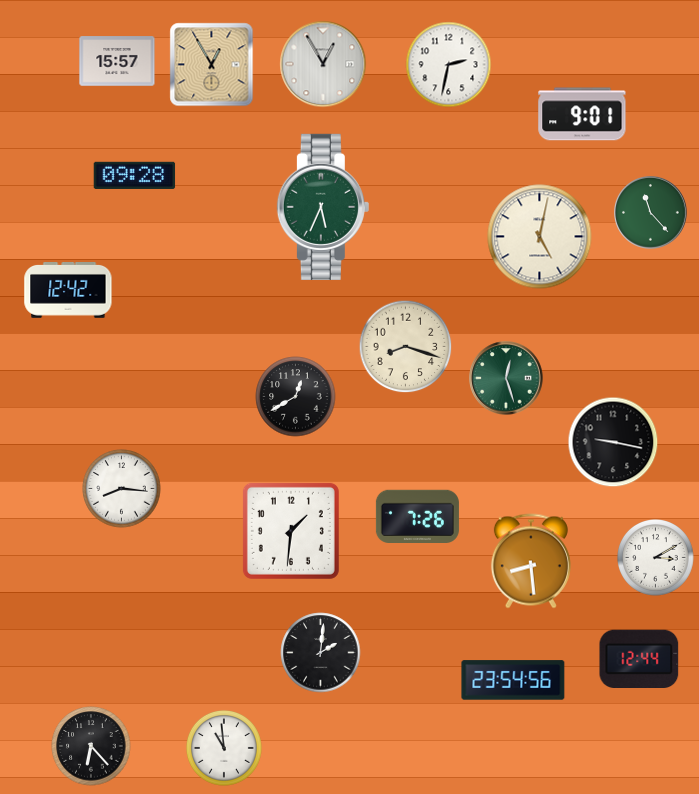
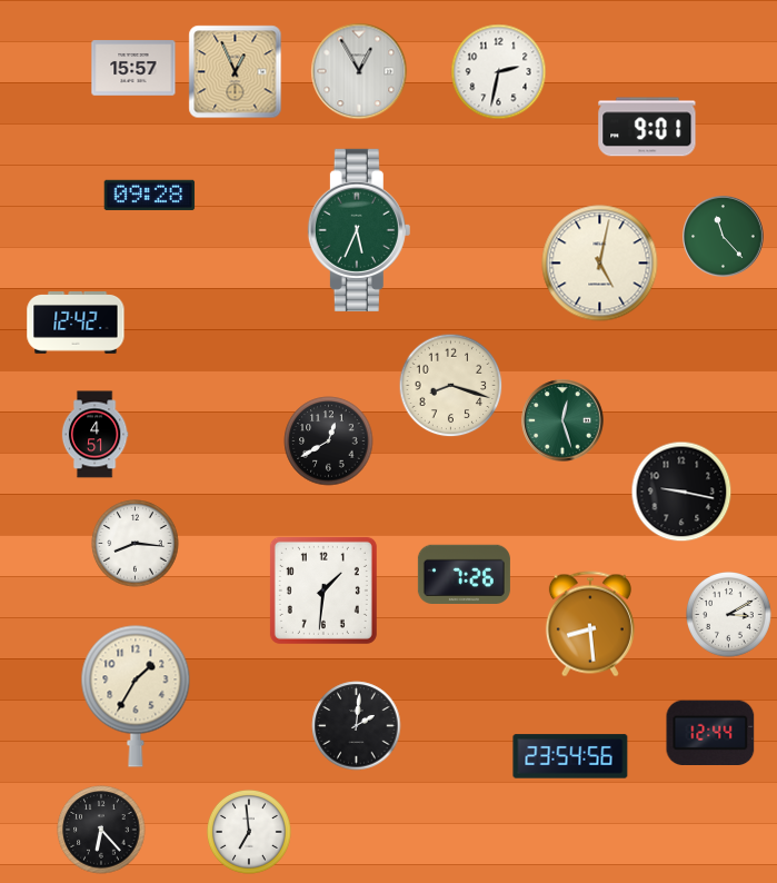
clock at (117, 61) position: (117, 61) -> (133, 68)
clock at (212, 65): 12:55 -> 12:56
clock at (94, 435): none -> 4:51
clock at (656, 558) position: (656, 558) -> (729, 615)
clock at (136, 696): none -> 1:35
clock at (224, 748): 10:59 -> 6:59
